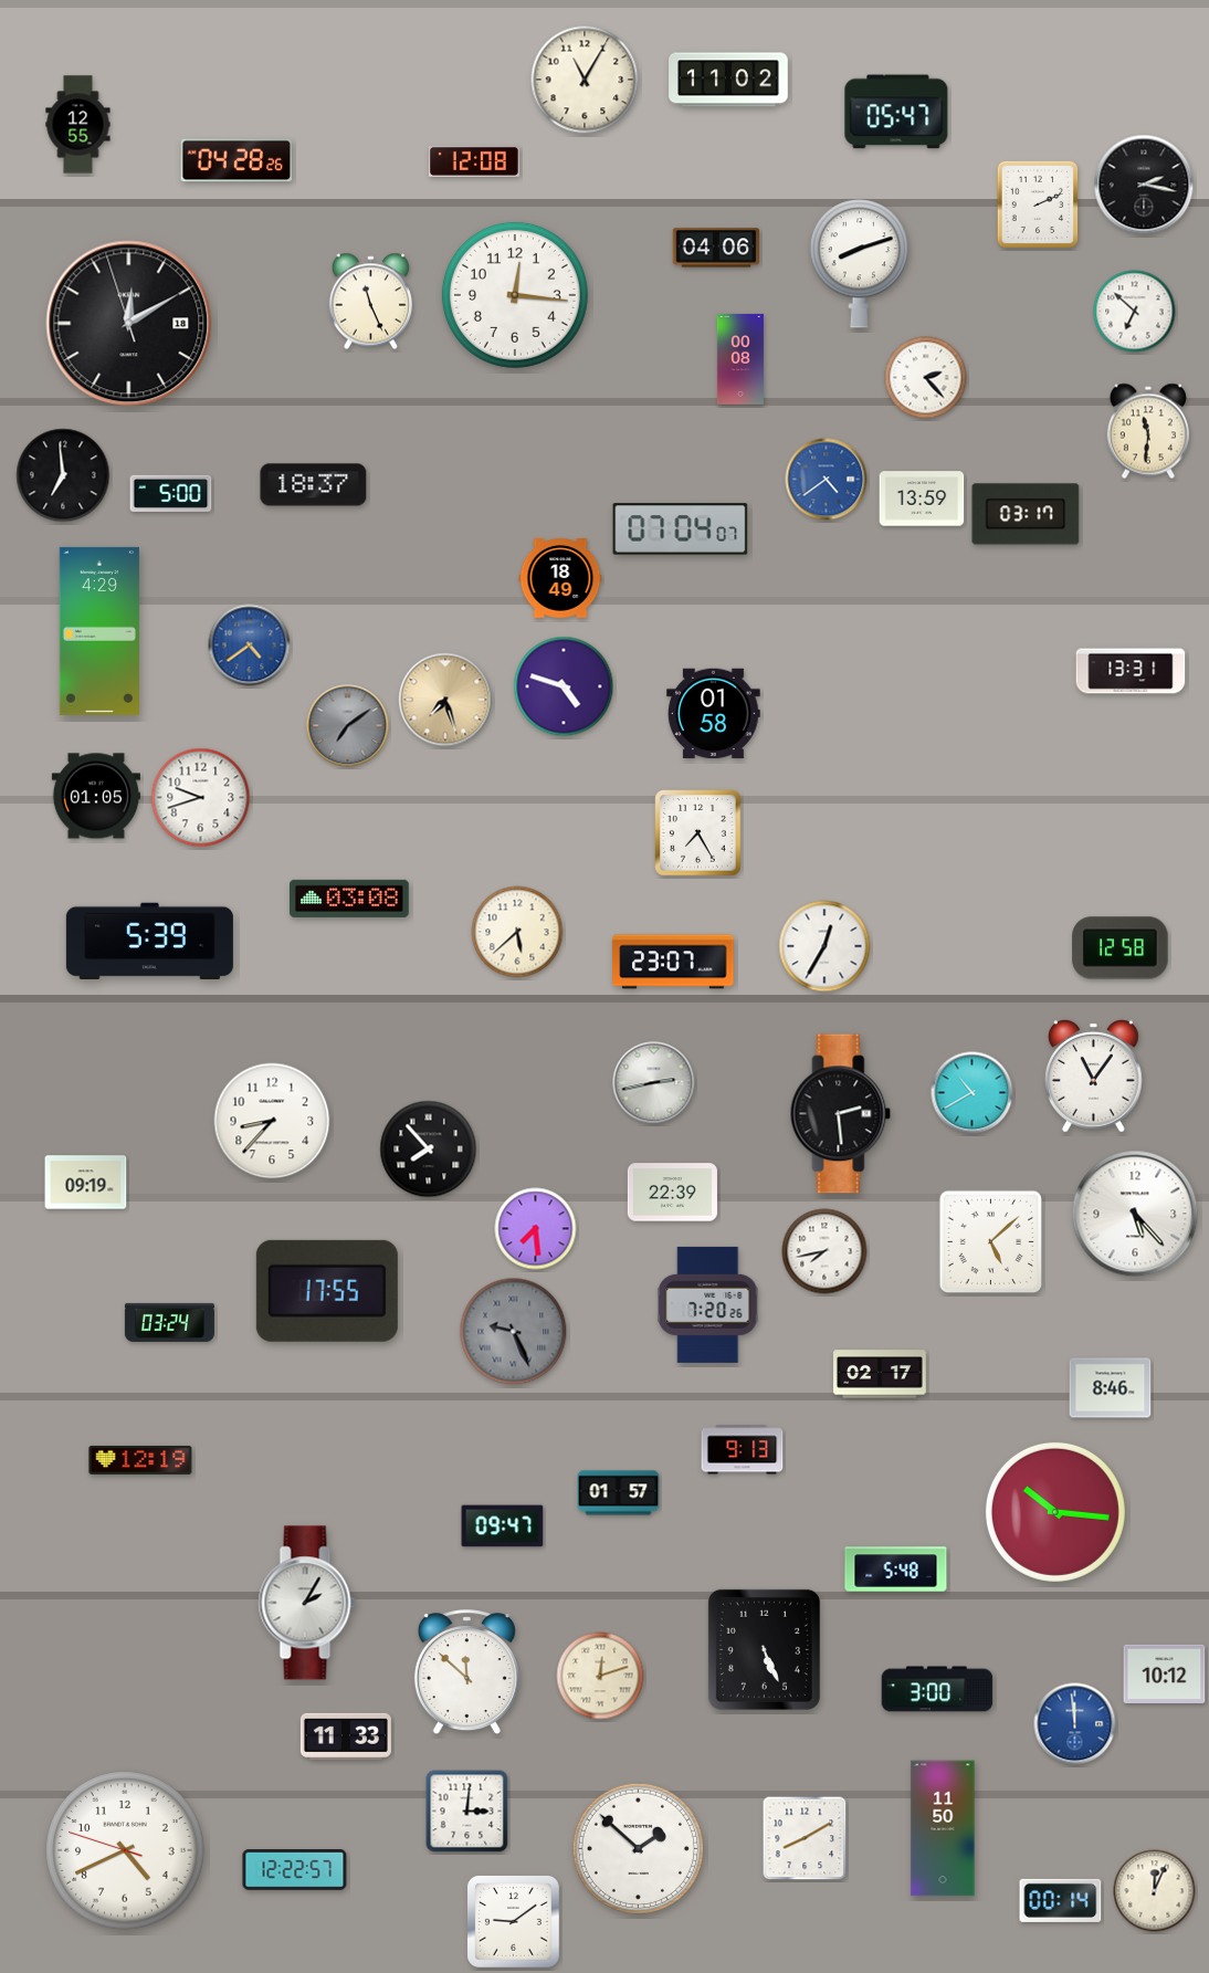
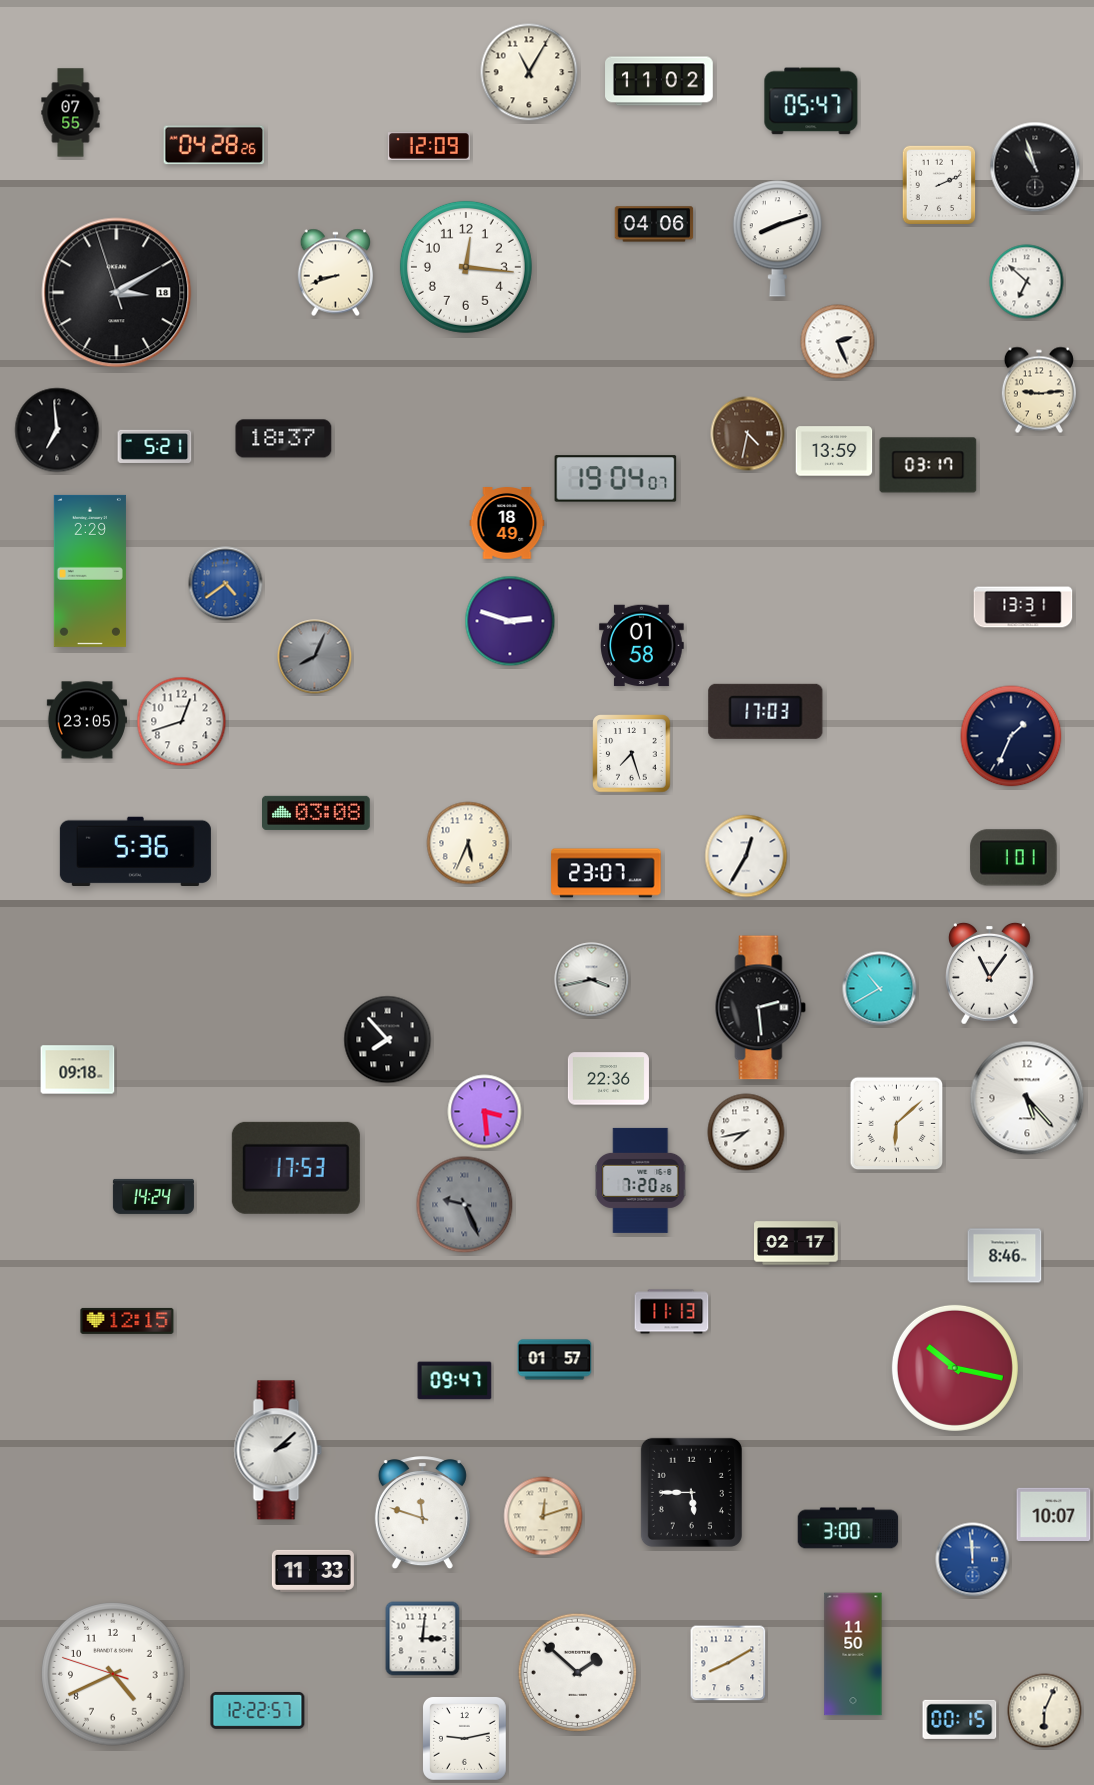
clock at (728, 80) position: (728, 80) -> (659, 81)
clock at (78, 125): 12:55 -> 07:55
clock at (474, 162): 12:08 -> 12:09
clock at (1144, 185): 2:17 -> 10:57
clock at (716, 248) position: (716, 248) -> (654, 224)
clock at (370, 302): 11:26 -> 8:42
clock at (129, 324): 12:09 -> 3:09
clock at (740, 359): 00:08 -> none
clock at (926, 378): 2:23 -> 2:26
clock at (1148, 431): 11:31 -> 9:14
clock at (827, 480): 4:39 -> 4:32
clock at (827, 480) dial: blue -> brown
clock at (171, 493): 5:00 -> 5:21
clock at (681, 529): 07:04 -> 19:04
clock at (99, 631): 4:29 -> 2:29
clock at (564, 686): 4:48 -> 2:48
clock at (445, 700): 7:27 -> none
clock at (714, 714) position: (714, 714) -> (642, 646)
clock at (348, 726): 7:09 -> 8:04
clock at (766, 711): none -> 17:03
clock at (96, 796): 01:05 -> 23:05
clock at (201, 798): 9:42 -> 12:42
clock at (1011, 736): none -> 1:34
clock at (698, 833): 7:25 -> 7:27
clock at (517, 932): 5:38 -> 5:34
clock at (149, 941): 5:39 -> 5:36
clock at (1121, 948): 12:58 -> 1:01
clock at (673, 962) position: (673, 962) -> (606, 873)
clock at (654, 1083): 2:43 -> 3:43
clock at (272, 1121): 8:37 -> none
clock at (86, 1183): 09:19 -> 09:18
clock at (672, 1193): 22:39 -> 22:36
clock at (536, 1229): 7:29 -> 3:29
clock at (991, 1242): 5:08 -> 6:08
clock at (327, 1291): 17:55 -> 17:53
clock at (169, 1322): 03:24 -> 14:24
clock at (743, 1450): 9:13 -> 11:13
clock at (140, 1460): 12:19 -> 12:15
clock at (619, 1493) position: (619, 1493) -> (555, 1360)
clock at (1055, 1512): 10:16 -> 10:17
clock at (896, 1570): 5:48 -> none
clock at (307, 1603): 2:05 -> 2:08
clock at (764, 1649): 5:26 -> 5:45
clock at (466, 1672): 11:52 -> 11:48
clock at (1165, 1673): 10:12 -> 10:07
clock at (295, 1870) position: (295, 1870) -> (258, 1711)
clock at (1155, 1891): 12:04 -> 6:04
clock at (1061, 1900): 00:14 -> 00:15
clock at (513, 1921): 9:09 -> 9:13
